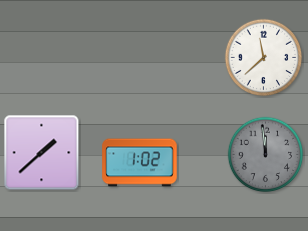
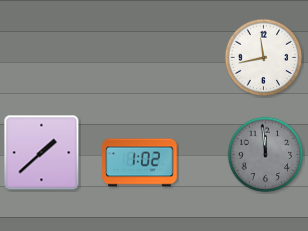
clock at (264, 58): 11:38 -> 11:43
